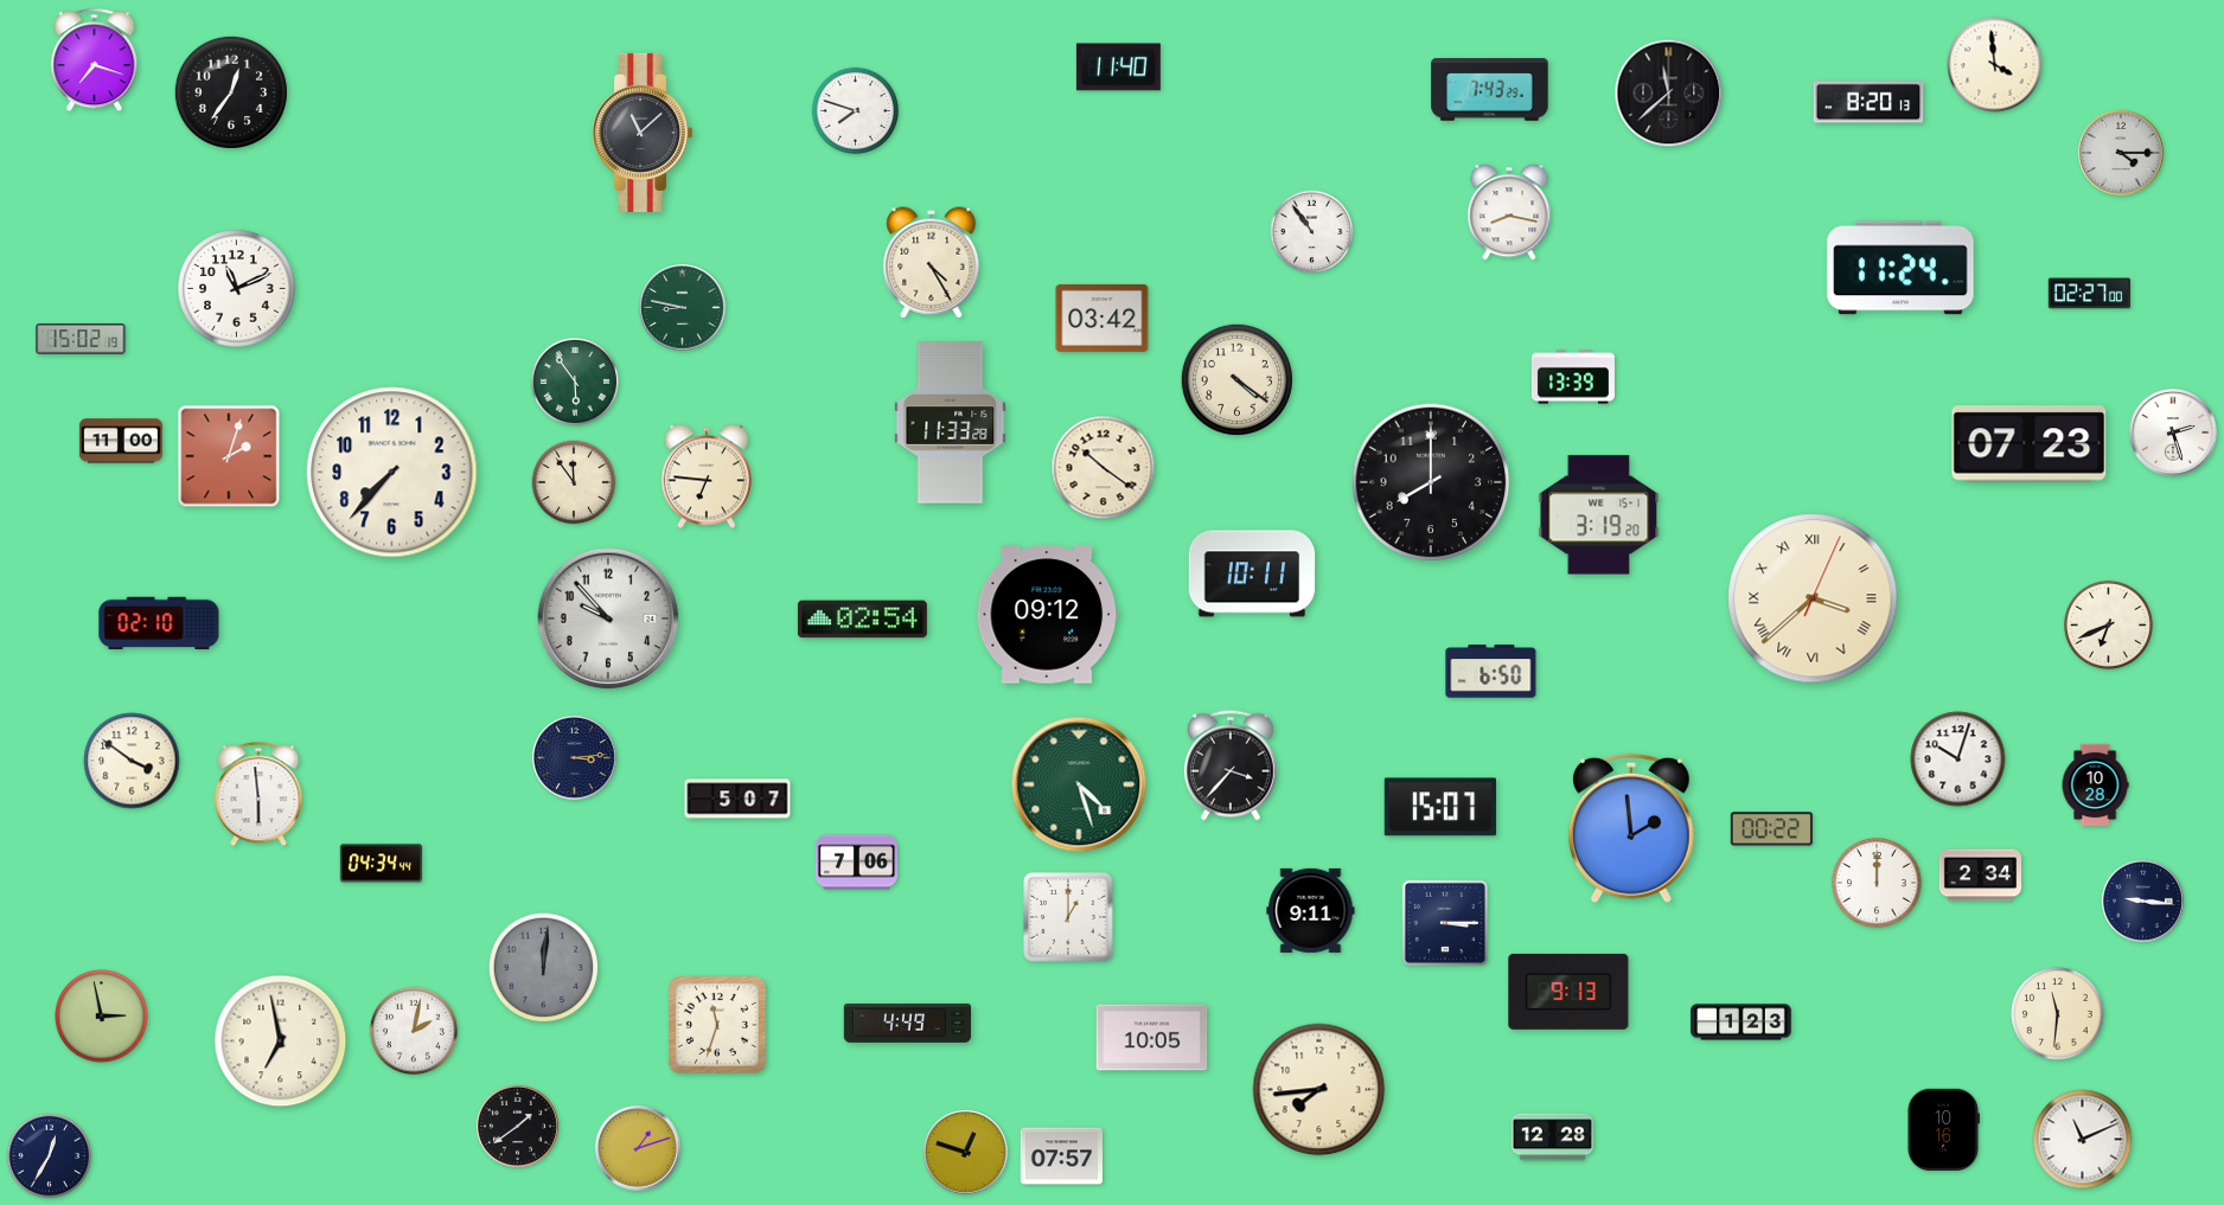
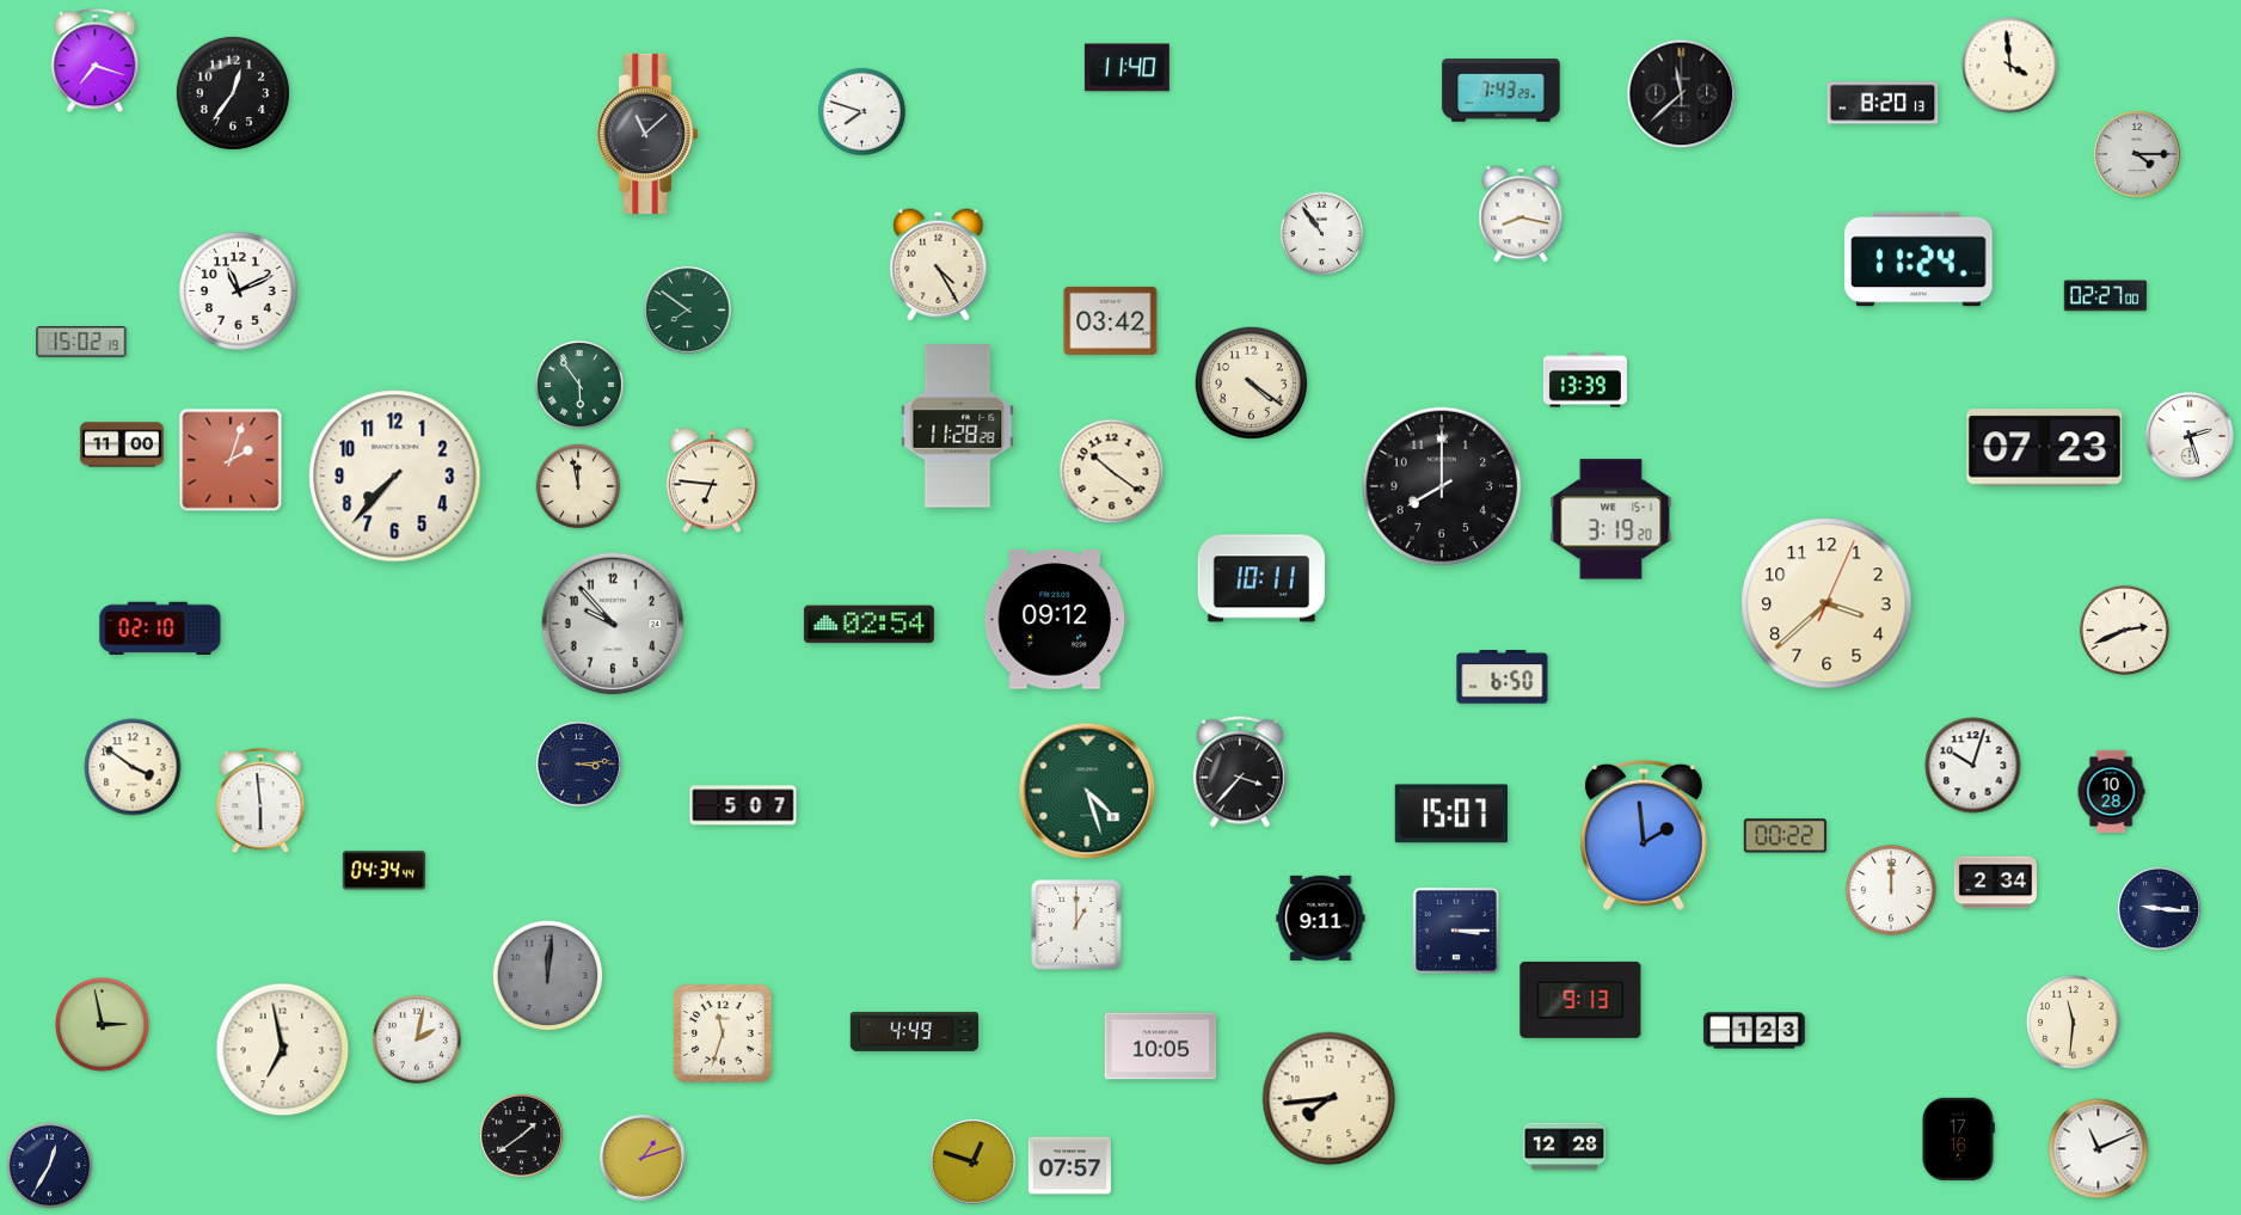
clock at (1900, 268) position: (1900, 268) -> (1918, 259)
clock at (683, 308): 8:47 -> 7:51
clock at (1236, 379) position: (1236, 379) -> (1251, 382)
clock at (951, 423): 11:33 -> 11:28
clock at (574, 482): 11:54 -> 11:58
clock at (1813, 598) numerals: Roman -> Arabic
clock at (2108, 624): 6:41 -> 2:41
clock at (856, 863): 7:06 -> none
clock at (1944, 1129): 10:16 -> 17:16
